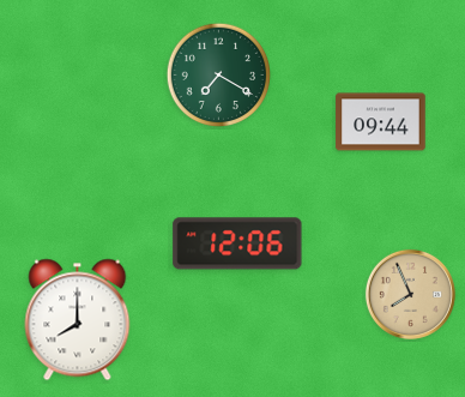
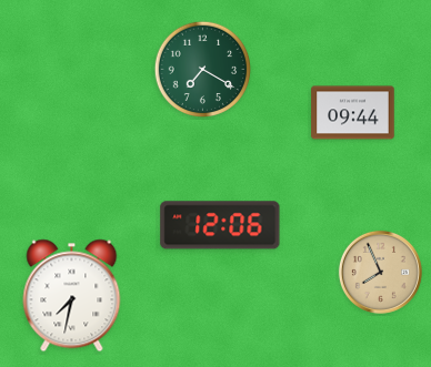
clock at (78, 320): 8:00 -> 7:32
